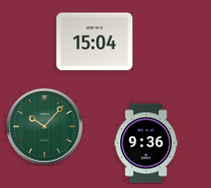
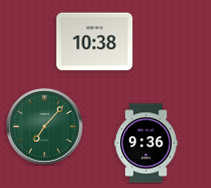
clock at (95, 42): 15:04 -> 10:38
clock at (45, 127): 10:07 -> 7:07
